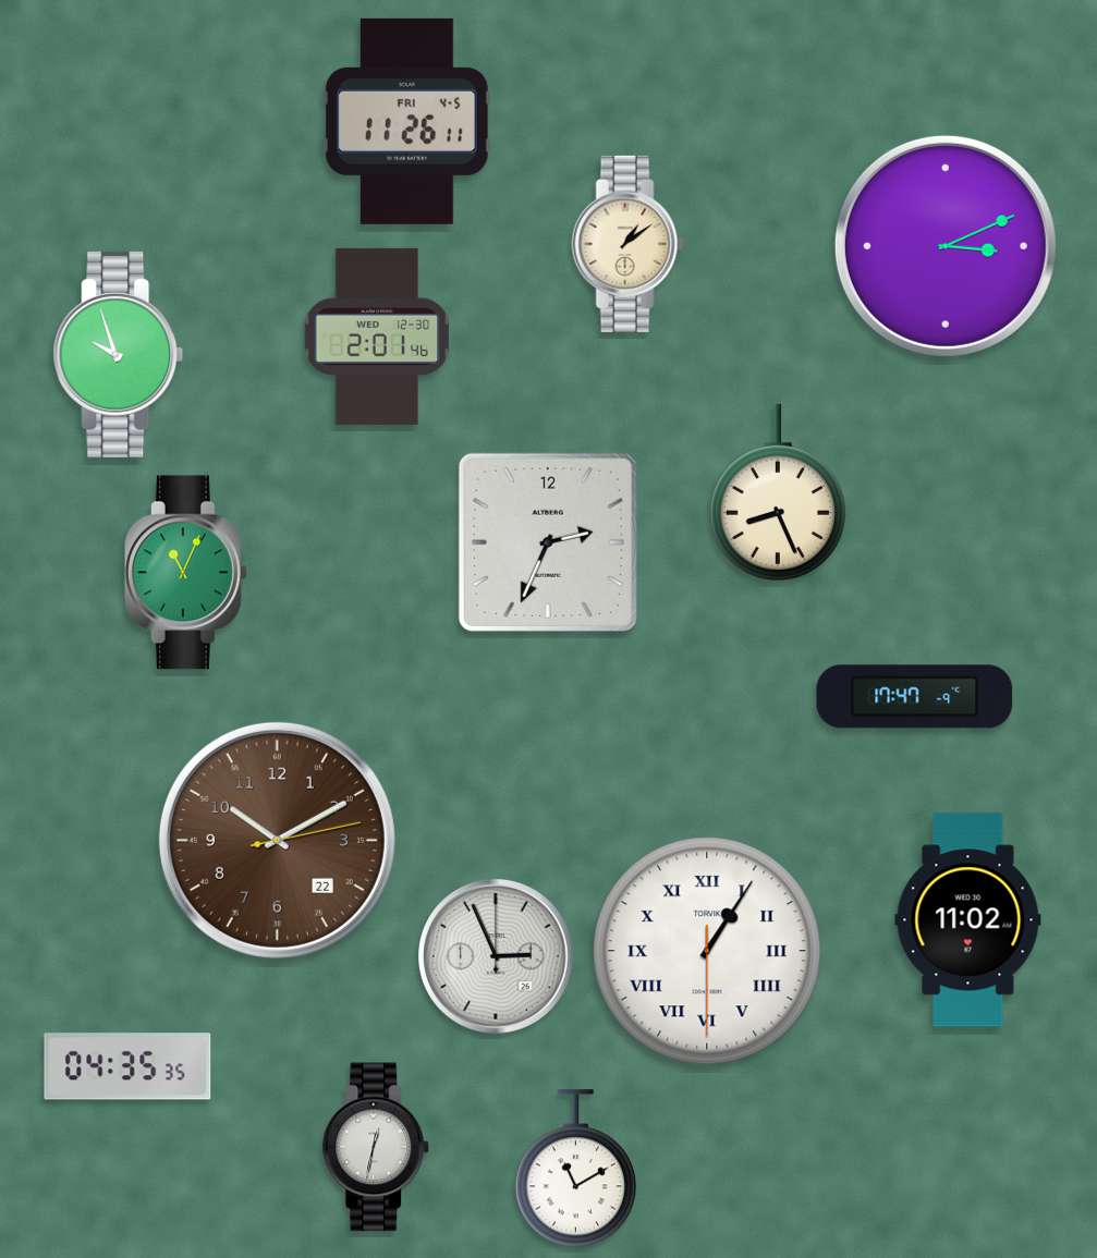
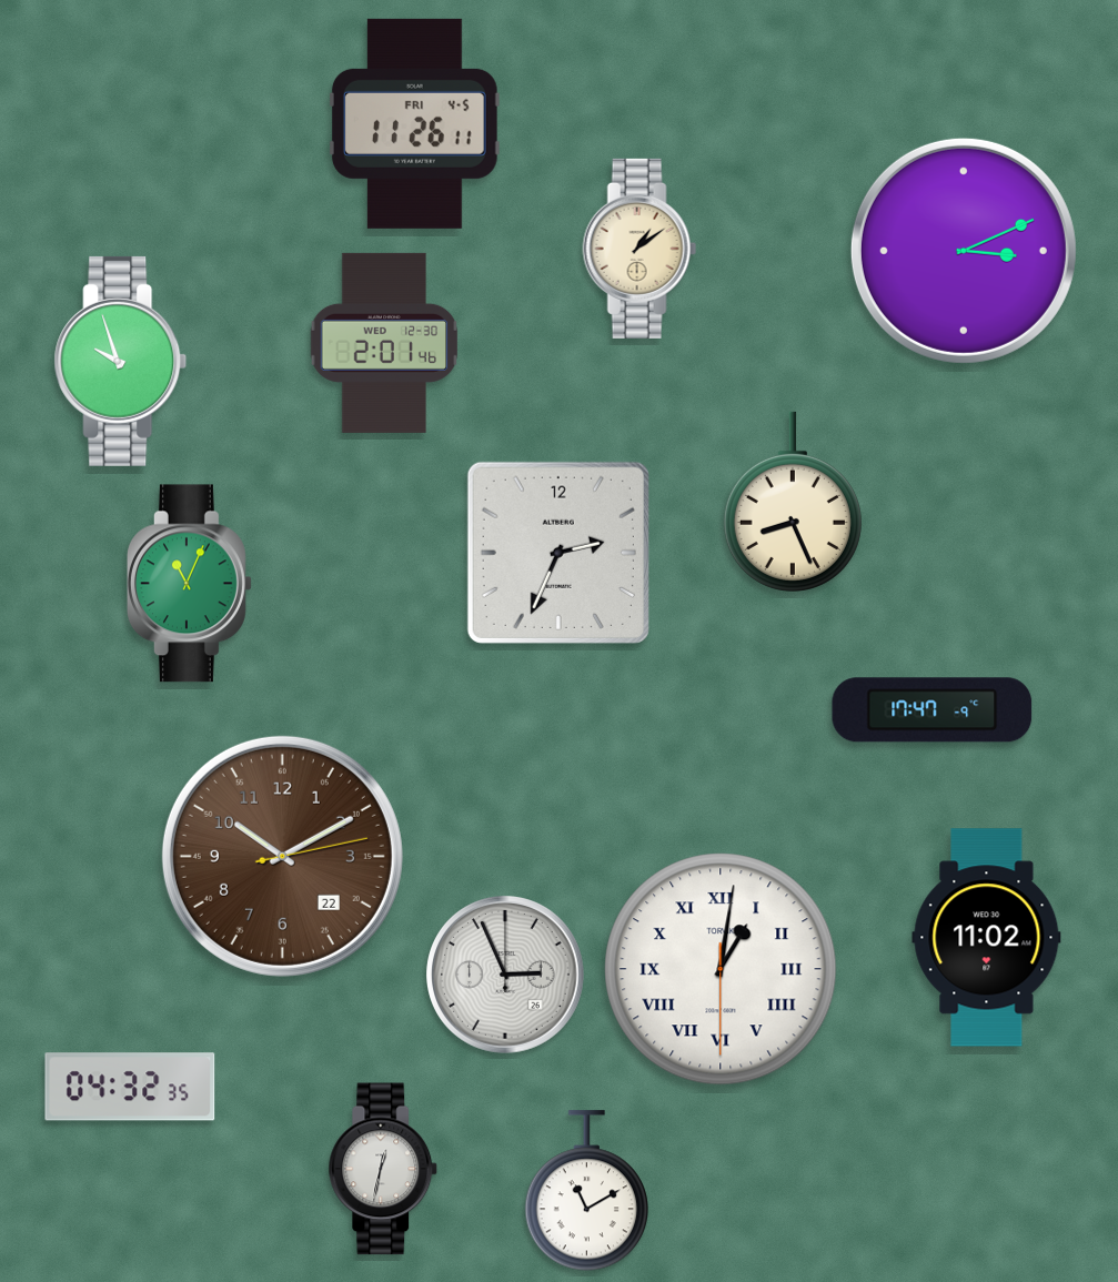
clock at (707, 951): 1:05 -> 1:01
clock at (127, 1066): 04:35 -> 04:32
